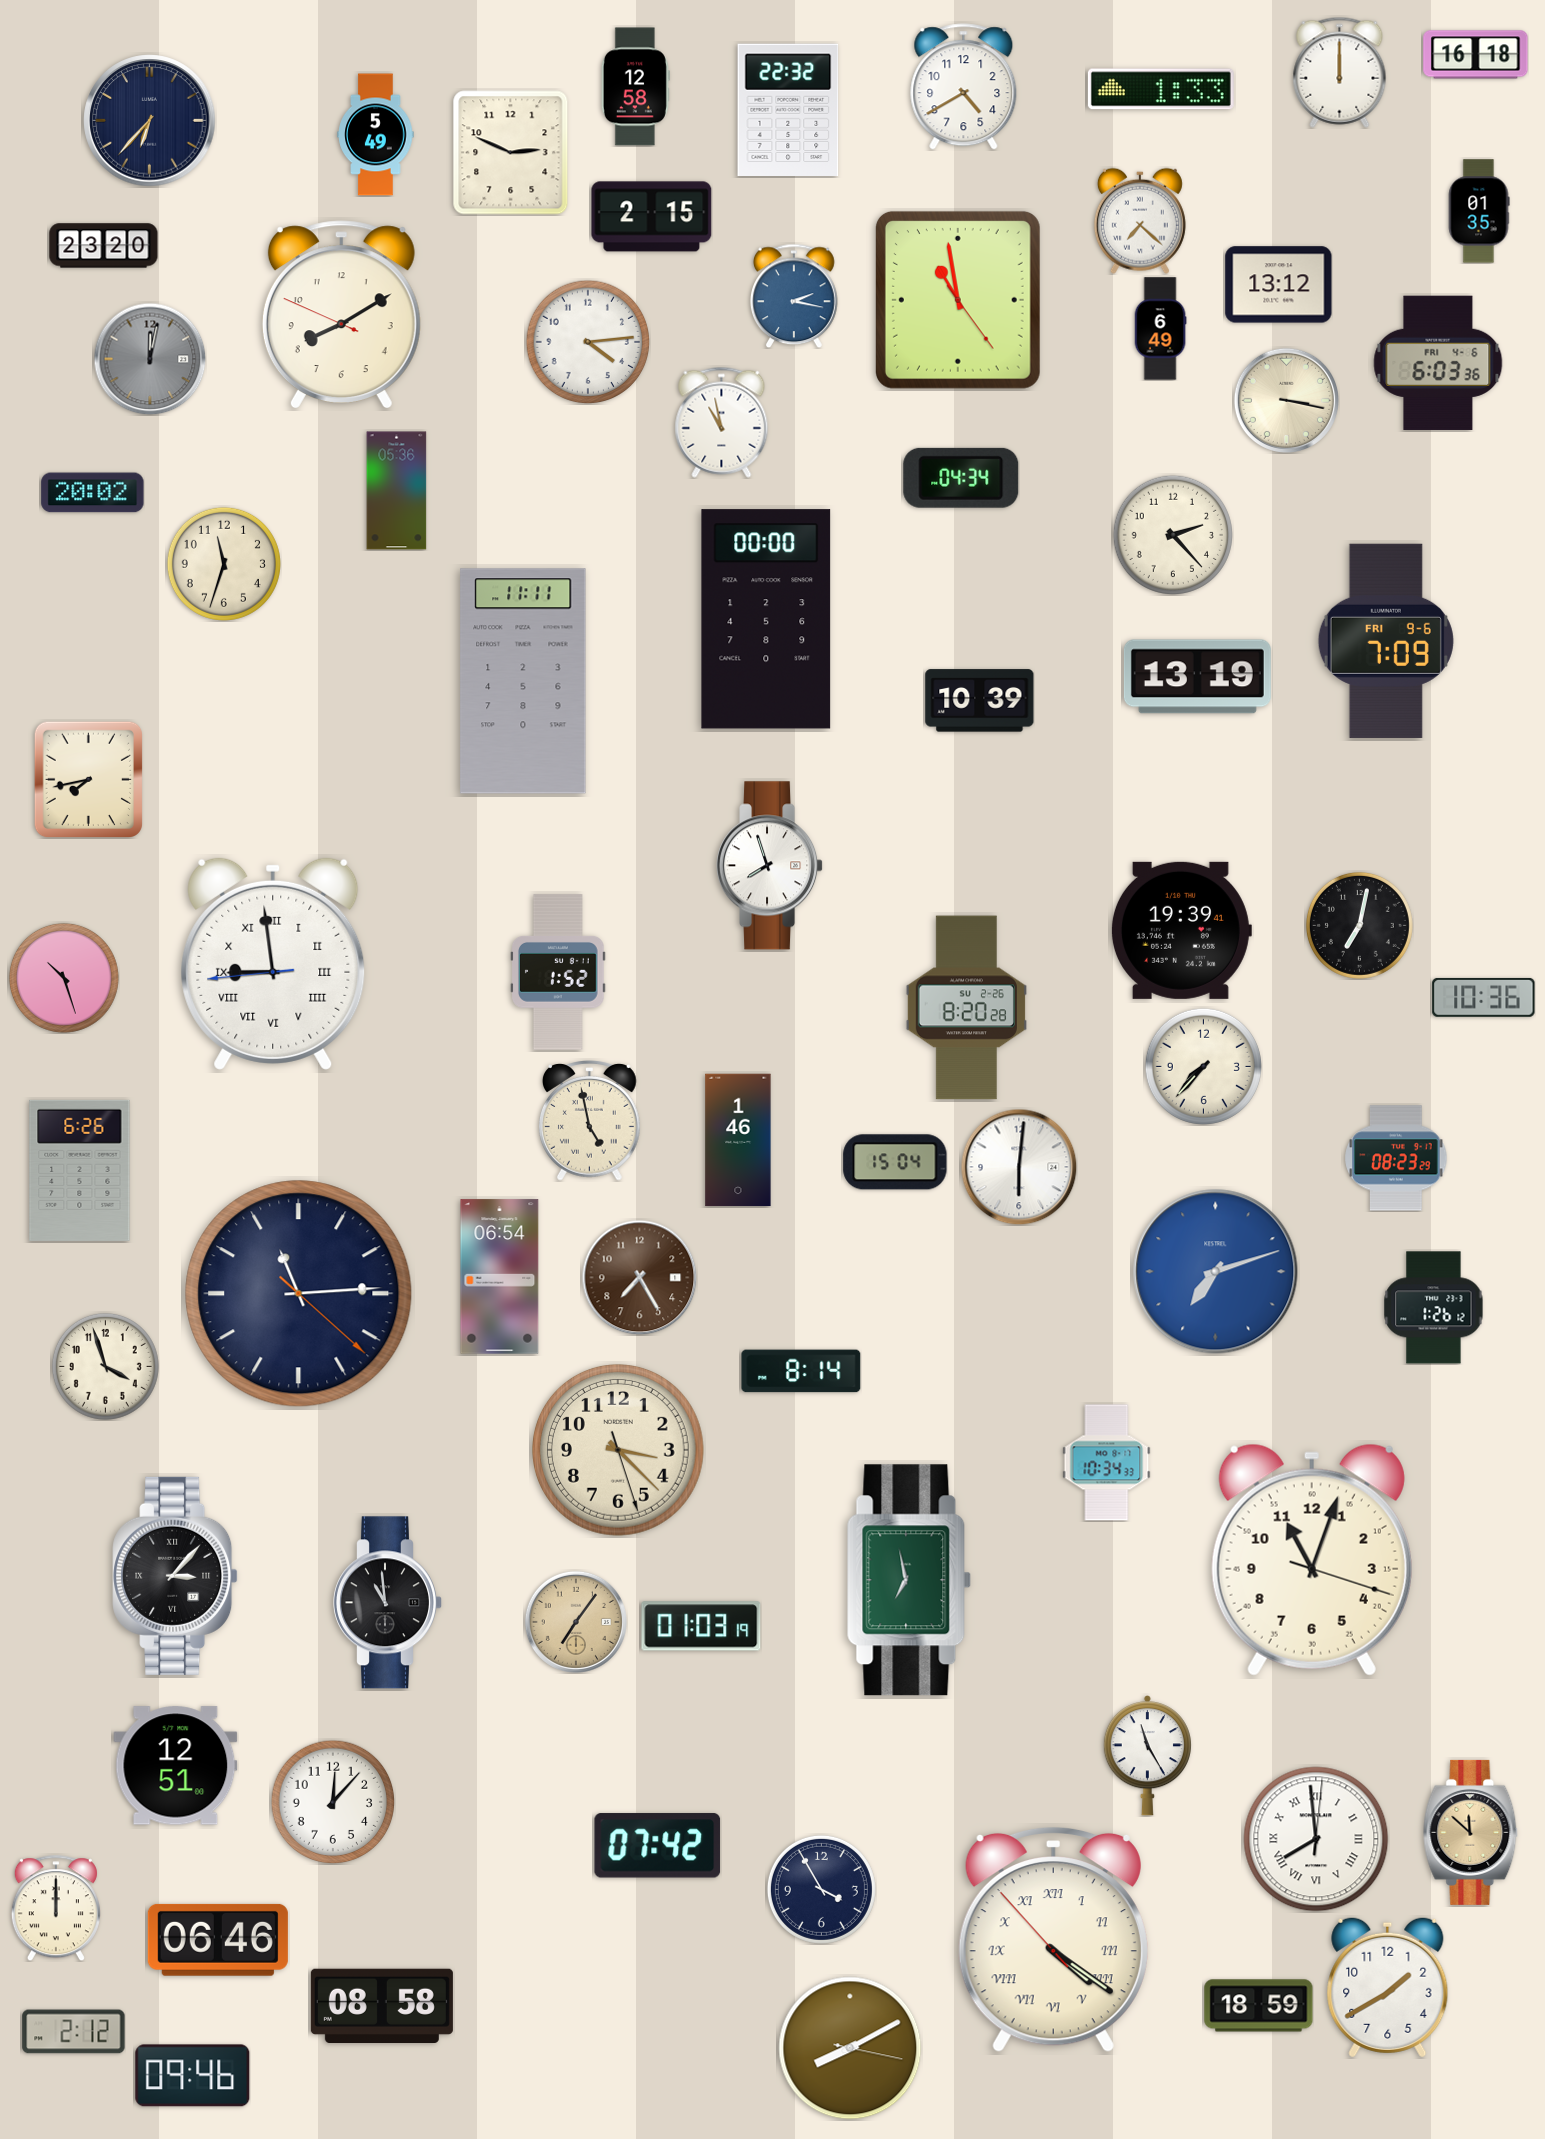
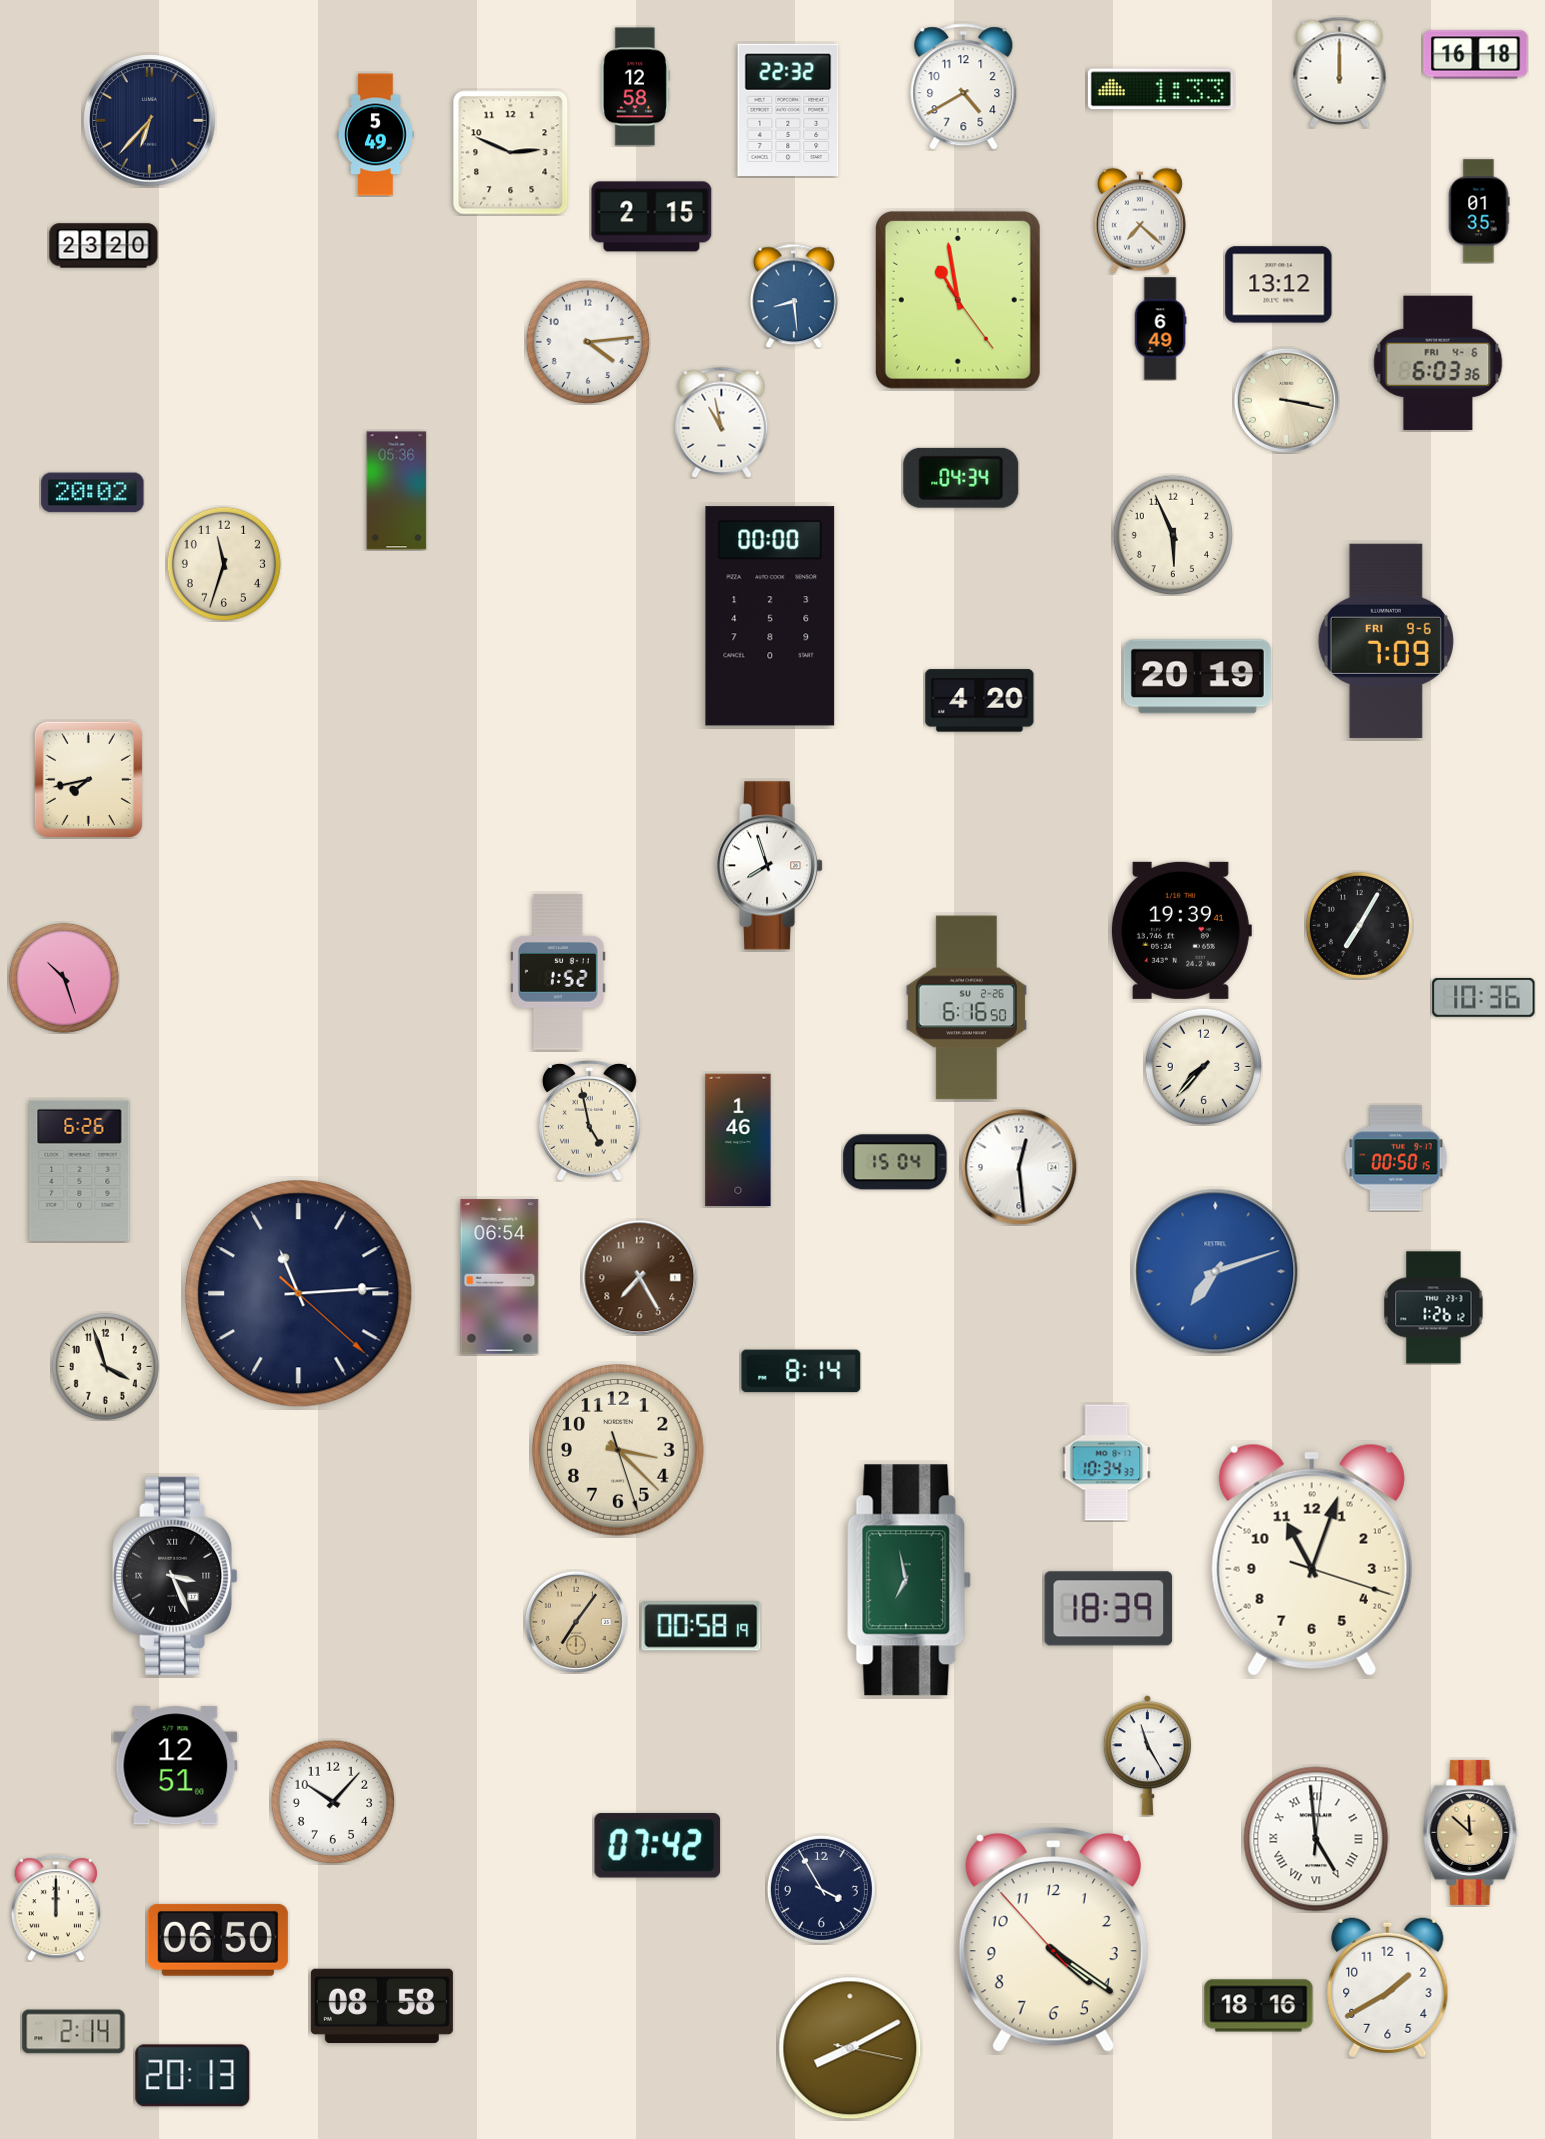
clock at (794, 296): 2:17 -> 8:29
clock at (341, 314): 8:09 -> none
clock at (150, 359): 12:02 -> none
clock at (1172, 534): 2:23 -> 5:56
clock at (766, 619) position: (766, 619) -> (770, 616)
clock at (1197, 677): 13:19 -> 20:19
clock at (523, 681): 11:11 -> none
clock at (980, 701): 10:39 -> 4:20
clock at (1359, 925): 7:02 -> 7:05
clock at (273, 964): 8:58 -> none
clock at (966, 1008): 8:20 -> 6:16
clock at (1396, 1158): 08:23 -> 00:50
clock at (1019, 1167): 6:01 -> 12:29
clock at (175, 1576): 3:07 -> 3:26
clock at (388, 1603): 10:59 -> none
clock at (1109, 1609): none -> 18:39
clock at (701, 1626): 01:03 -> 00:58
clock at (333, 1802): 12:07 -> 10:07
clock at (1316, 1839): 7:59 -> 4:59
clock at (1053, 1939) numerals: Roman -> Arabic
clock at (218, 1940): 06:46 -> 06:50
clock at (1259, 2006): 18:59 -> 18:16
clock at (74, 2032): 2:12 -> 2:14
clock at (193, 2076): 09:46 -> 20:13
